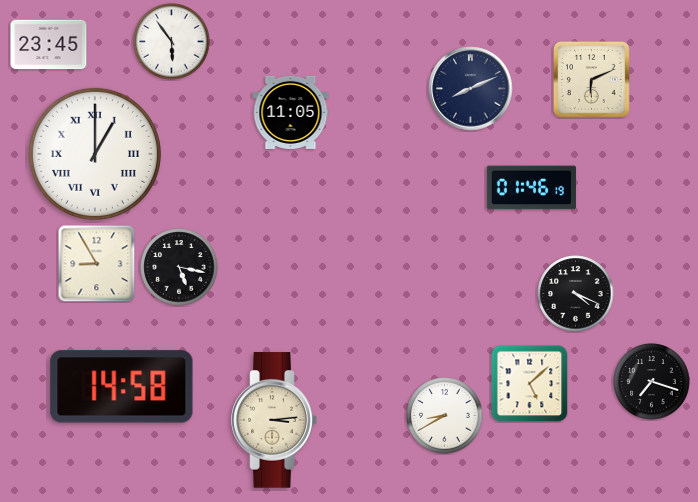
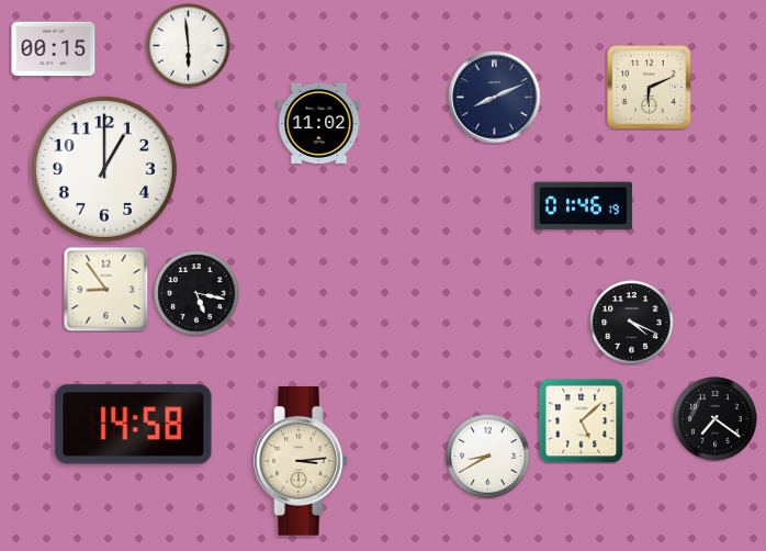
clock at (172, 42): 5:54 -> 5:59
clock at (49, 45): 23:45 -> 00:15
clock at (471, 89) position: (471, 89) -> (495, 98)
clock at (291, 112): 11:05 -> 11:02
clock at (95, 154) numerals: Roman -> Arabic
clock at (96, 263): 8:55 -> 8:54
clock at (652, 382): 7:18 -> 7:21
